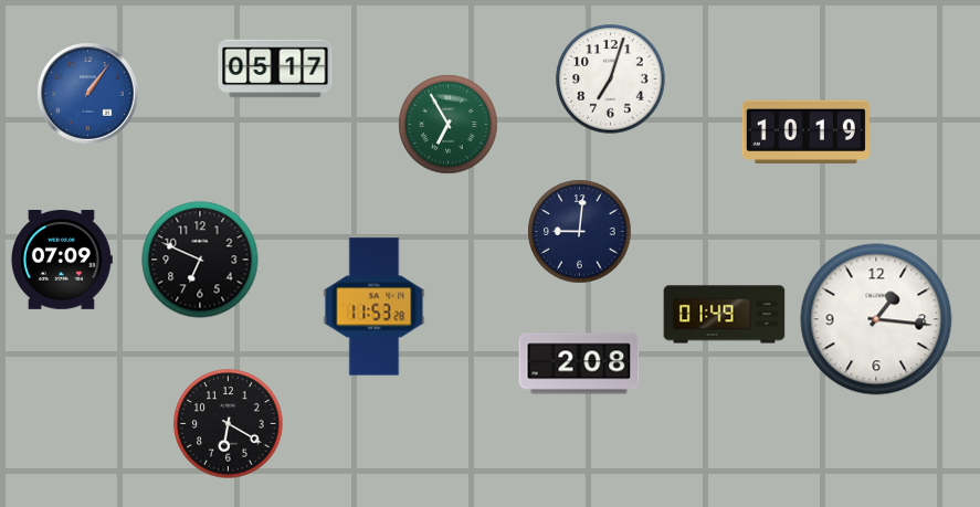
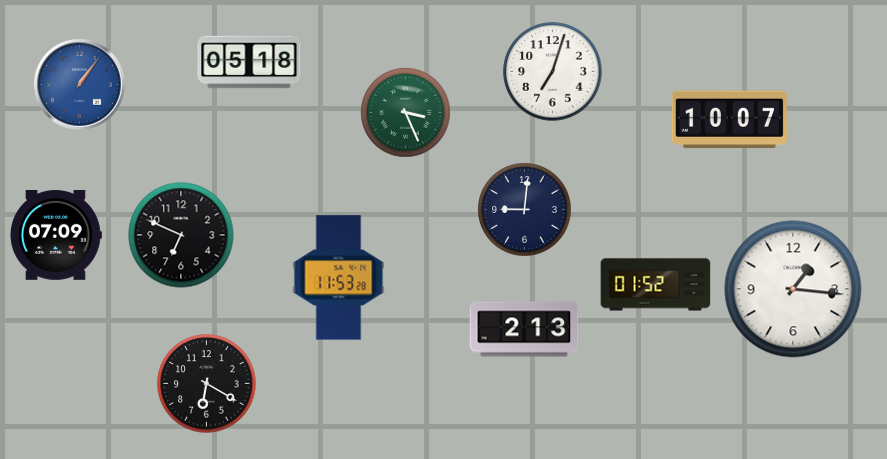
clock at (275, 68): 05:17 -> 05:18
clock at (449, 125): 6:55 -> 3:26
clock at (805, 133): 10:19 -> 10:07
clock at (725, 315): 01:49 -> 01:52
clock at (579, 363): 2:08 -> 2:13
